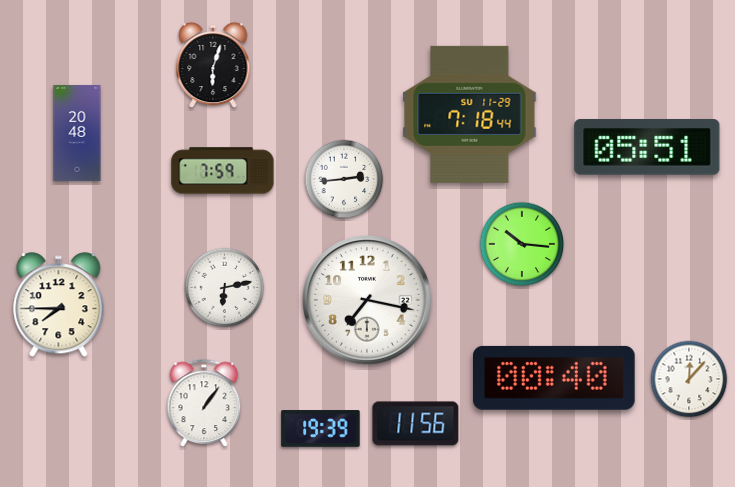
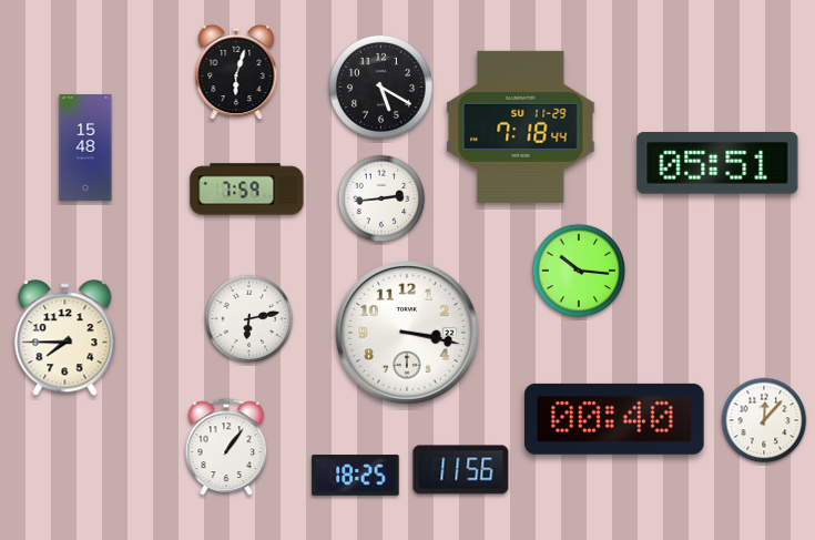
clock at (380, 86): none -> 5:20
clock at (77, 133): 20:48 -> 15:48
clock at (368, 301): 7:17 -> 3:17
clock at (321, 429): 19:39 -> 18:25
